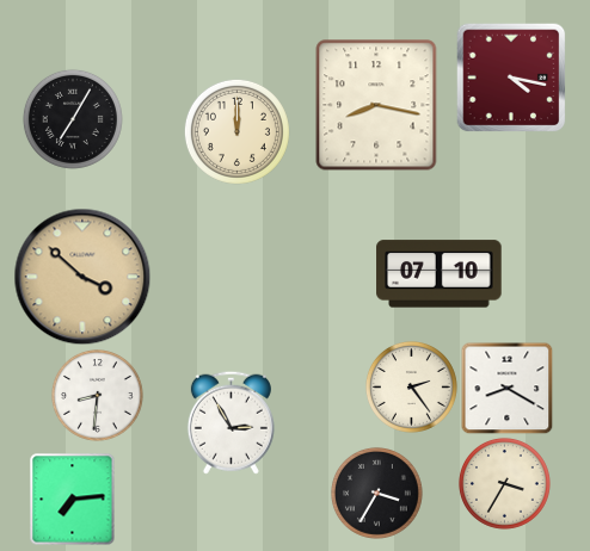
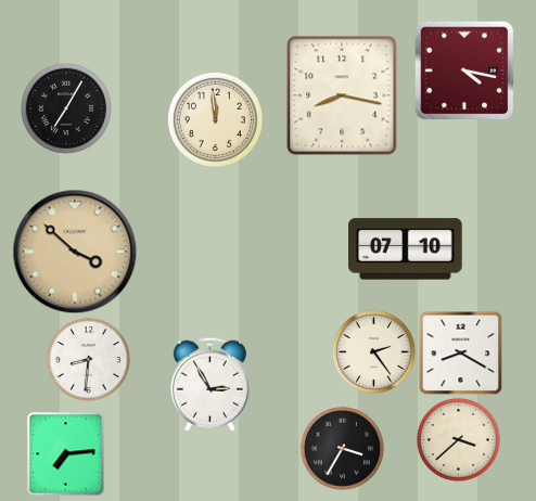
clock at (236, 131): 12:00 -> 11:59
clock at (440, 274) position: (440, 274) -> (406, 249)
clock at (504, 483): 3:35 -> 3:38
